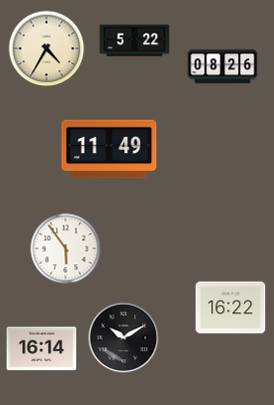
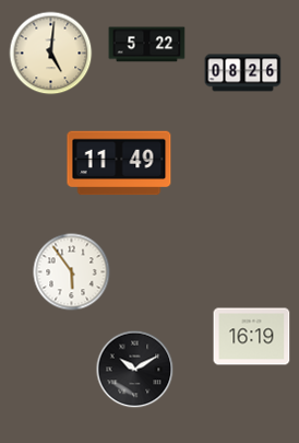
clock at (47, 49): 4:35 -> 5:01
clock at (231, 308): 16:22 -> 16:19
clock at (42, 349): 16:14 -> none
